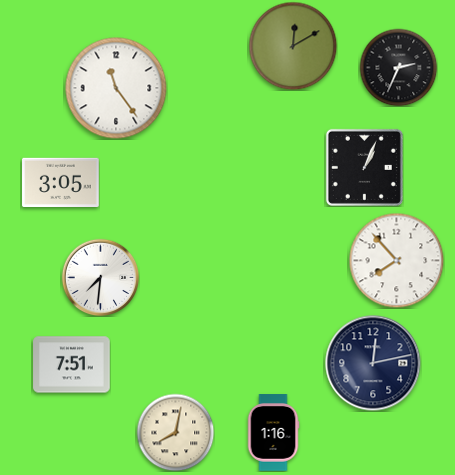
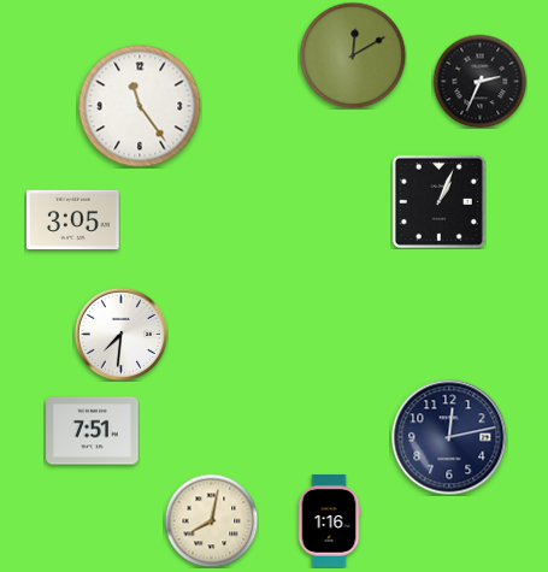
clock at (396, 260): 7:53 -> none
clock at (72, 365) position: (72, 365) -> (93, 431)
